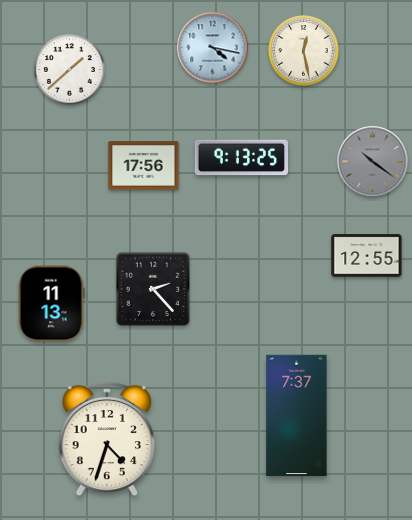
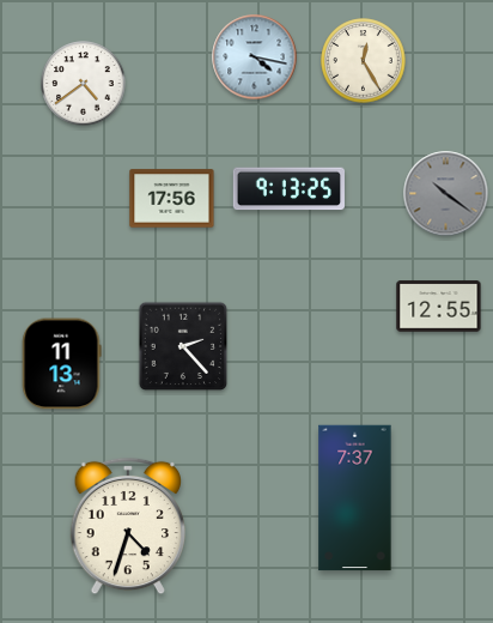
clock at (304, 51): 12:28 -> 12:25
clock at (70, 70): 1:38 -> 4:39
